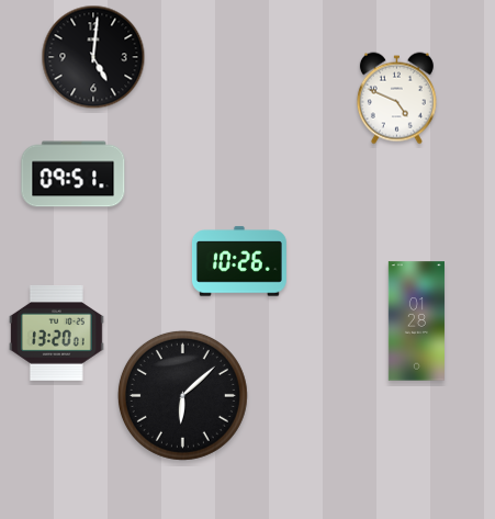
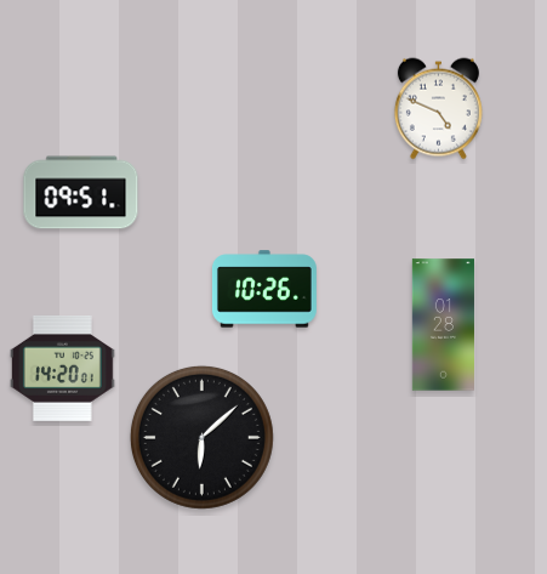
clock at (93, 57): 5:01 -> none
clock at (416, 321) position: (416, 321) -> (443, 325)
clock at (56, 332): 13:20 -> 14:20
